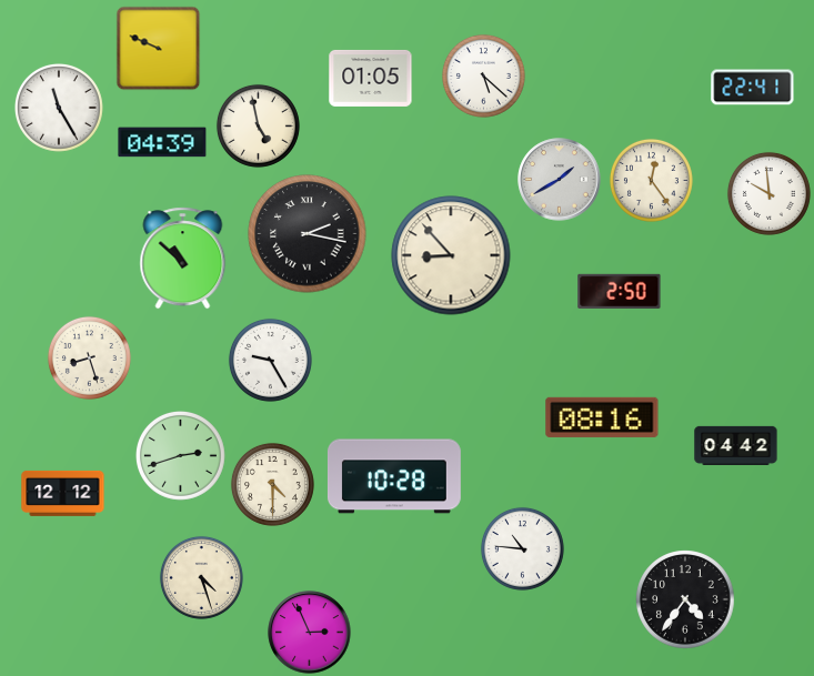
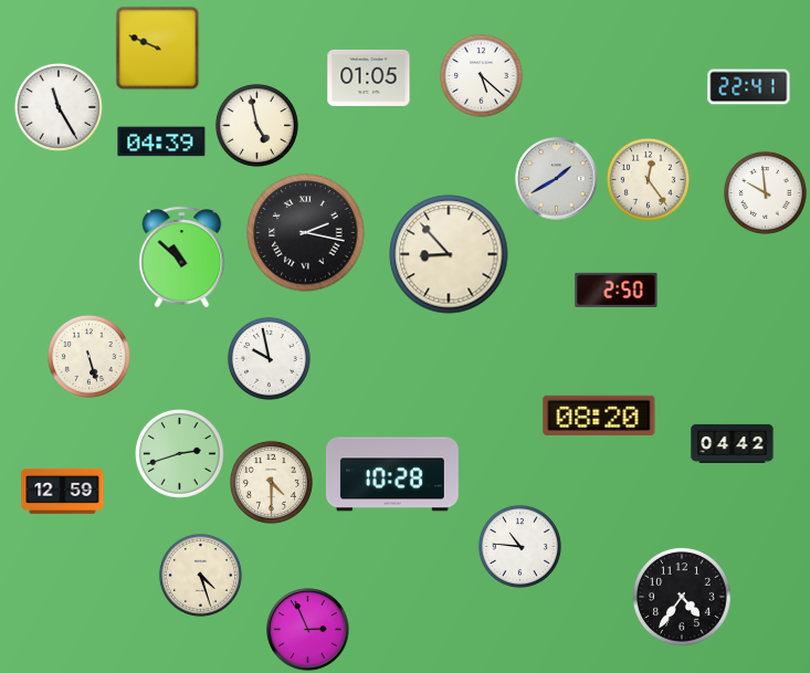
clock at (89, 357): 8:27 -> 5:27
clock at (270, 360): 9:25 -> 9:58
clock at (602, 417): 08:16 -> 08:20
clock at (63, 493): 12:12 -> 12:59
